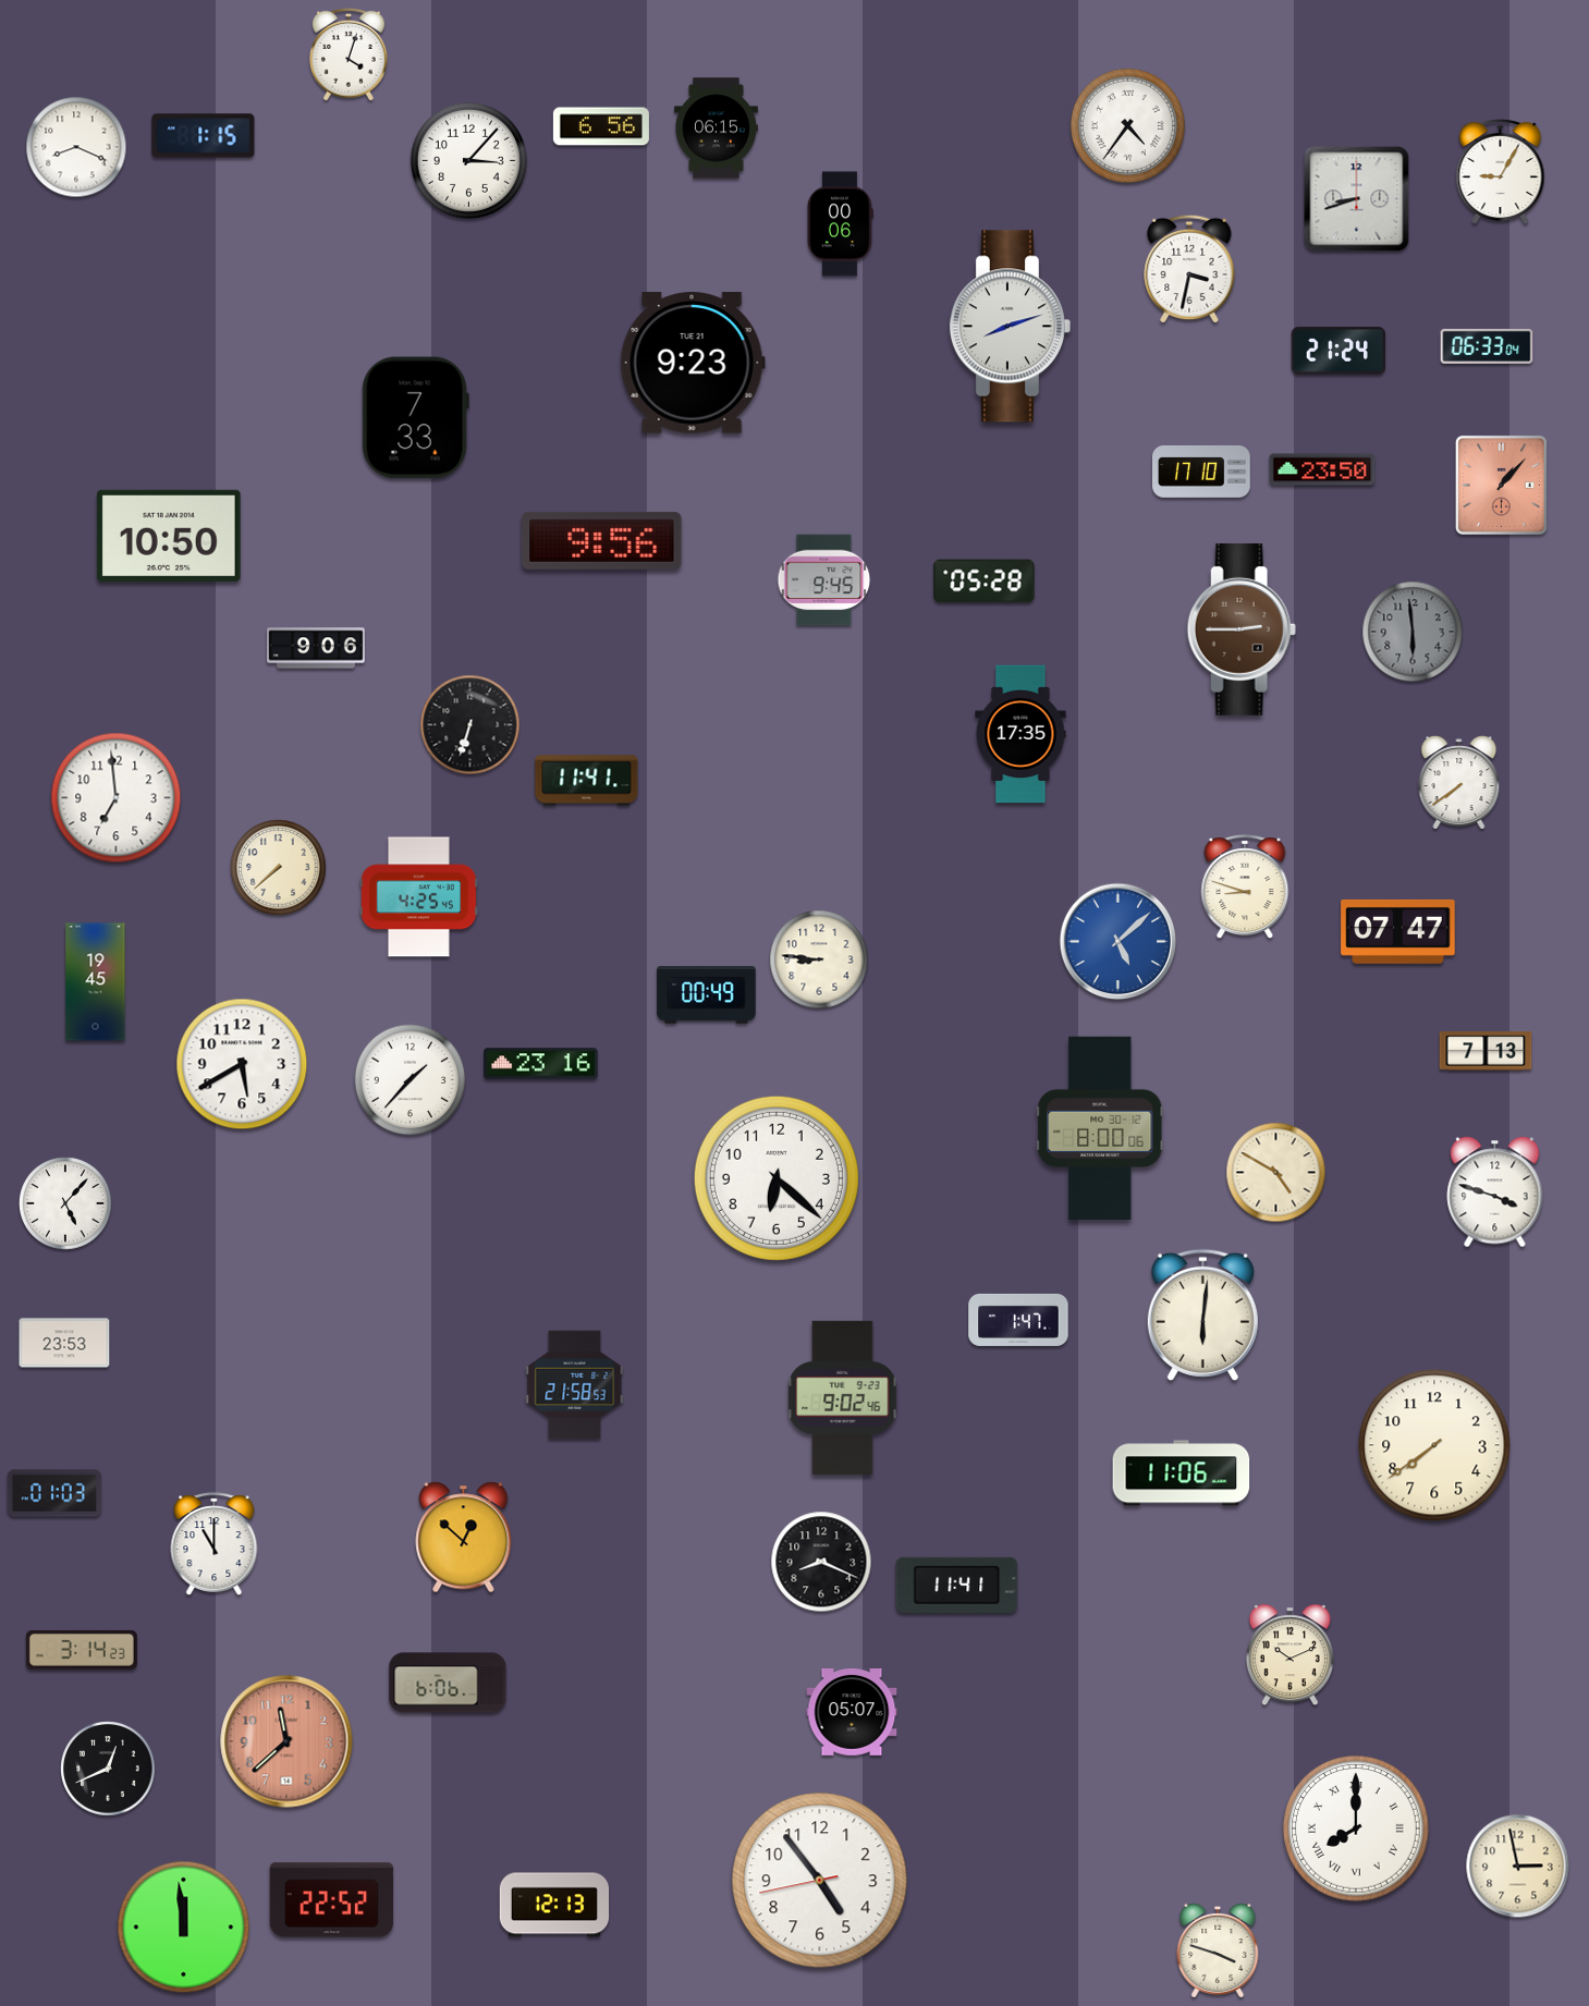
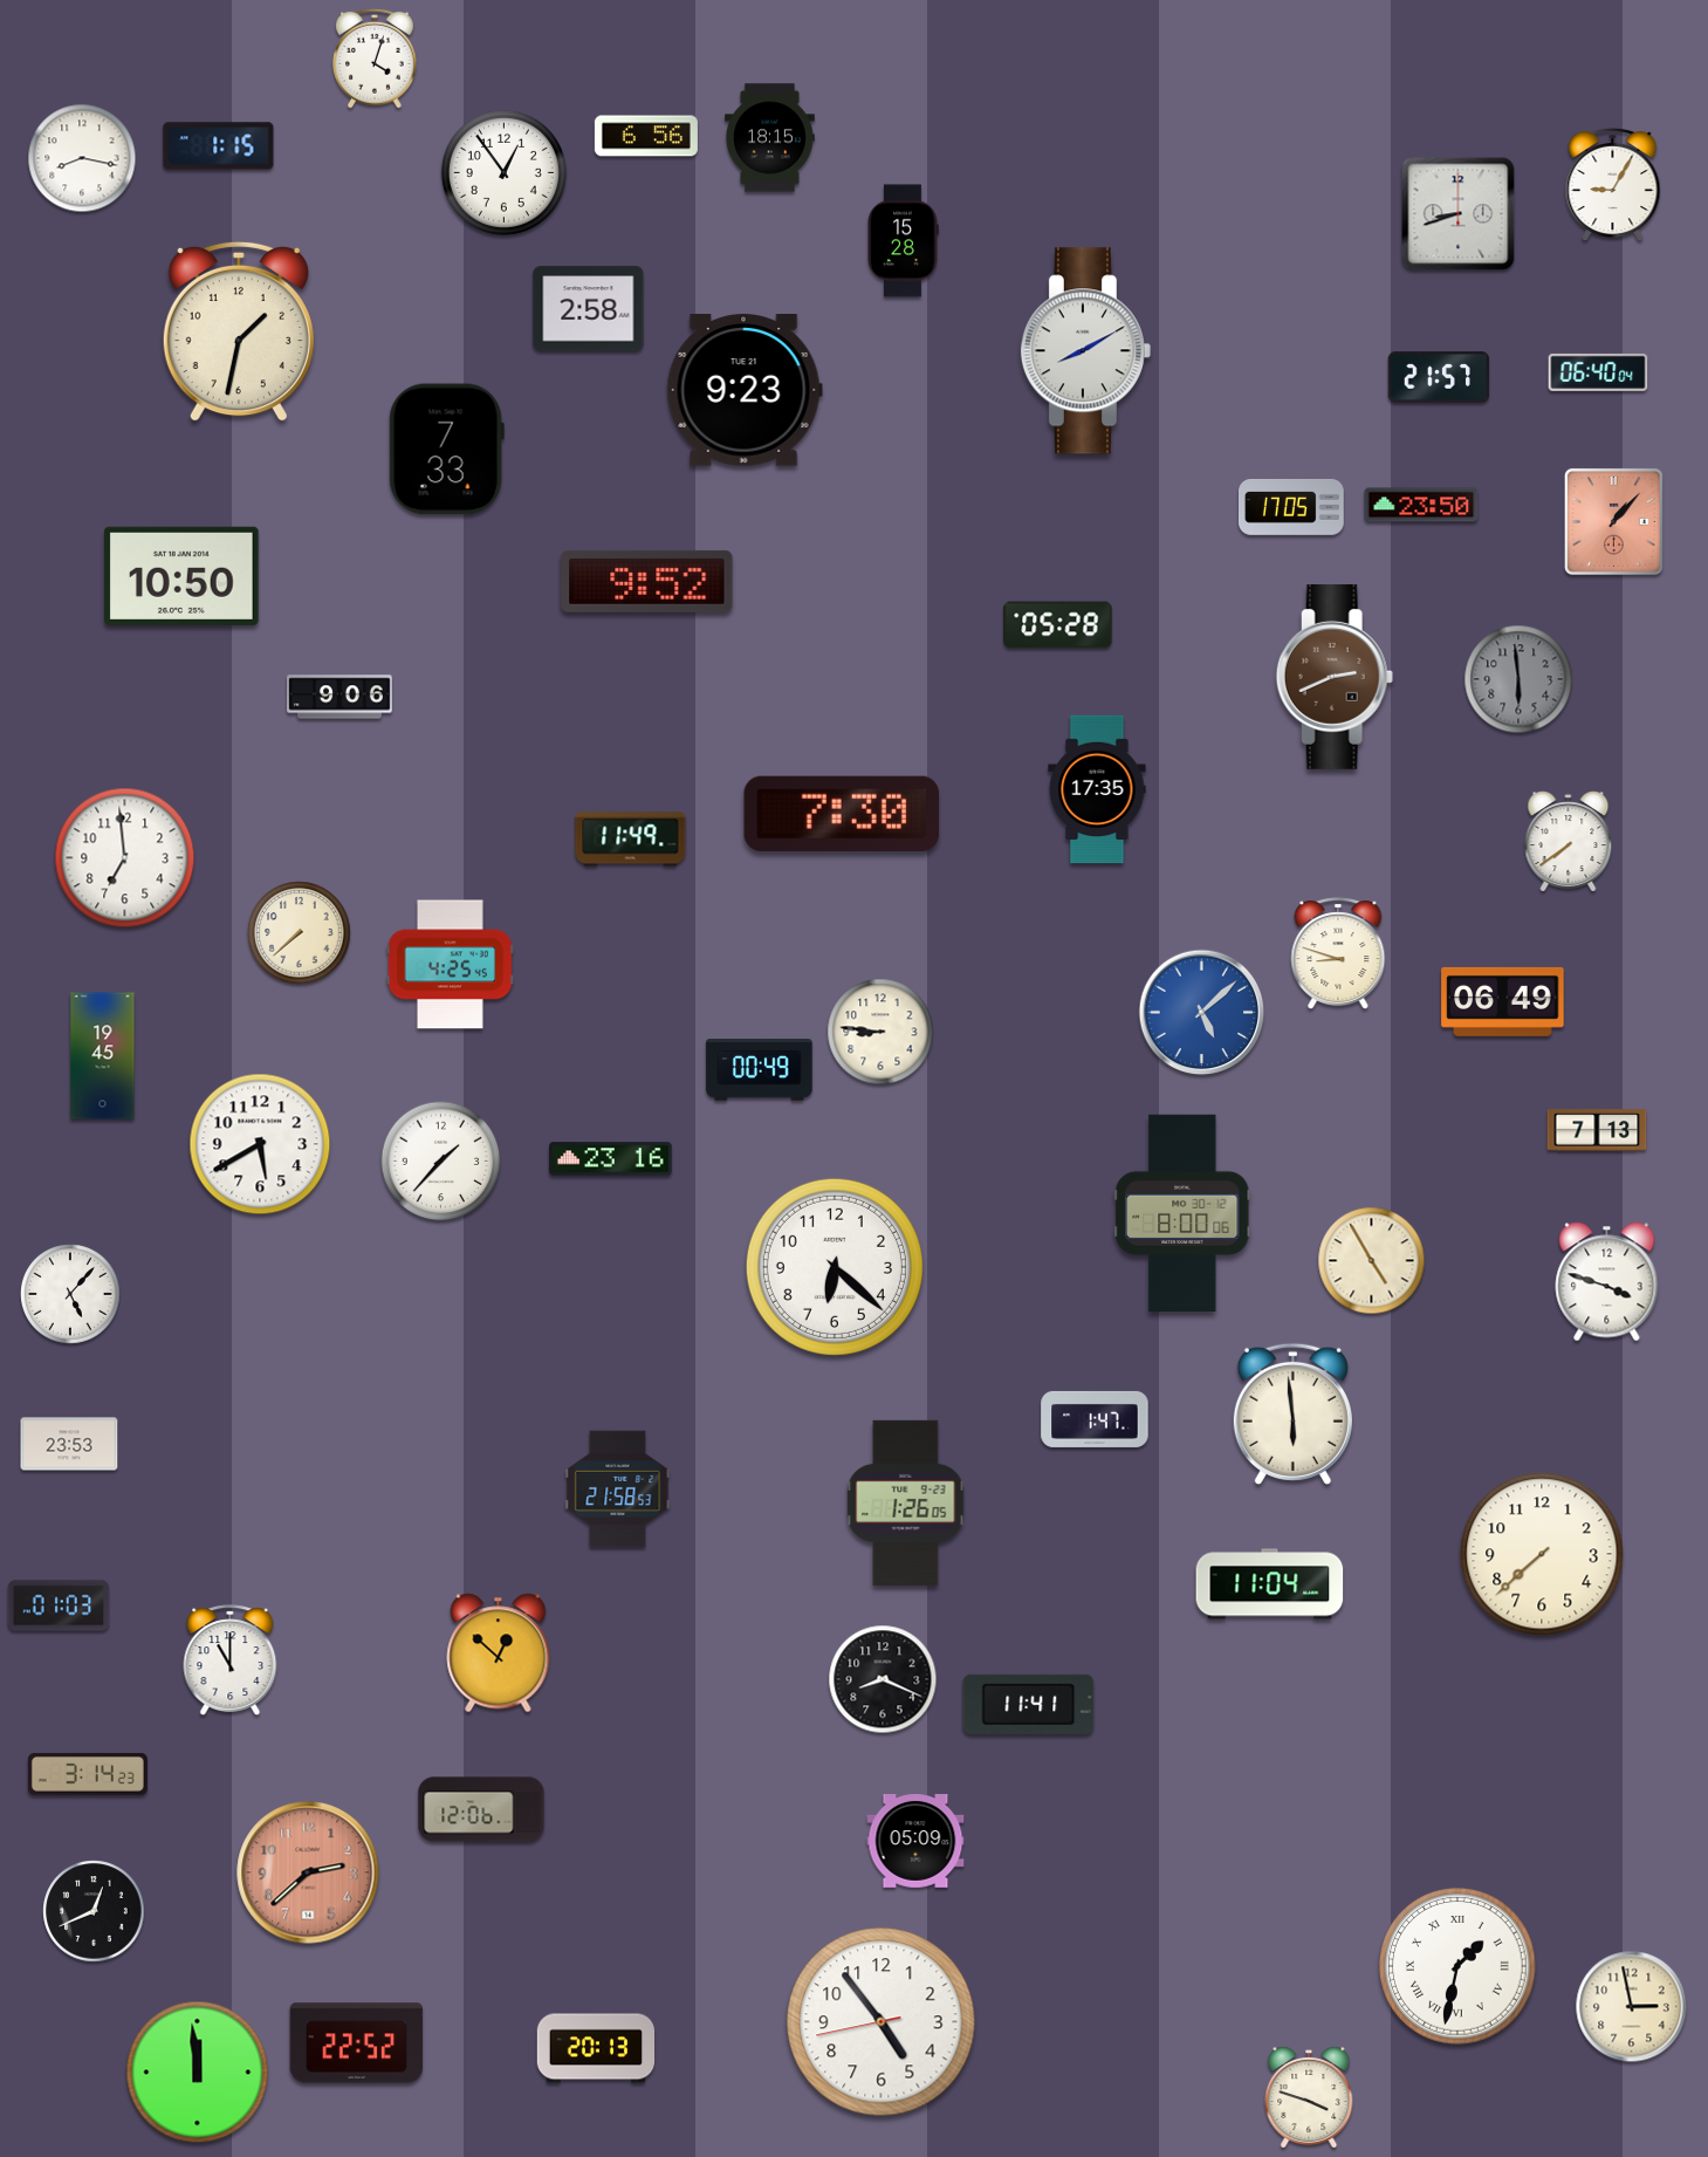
clock at (1127, 125): 4:36 -> none
clock at (717, 129): 06:15 -> 18:15
clock at (76, 147): 8:19 -> 8:17
clock at (468, 160): 3:07 -> 12:54
clock at (840, 224): 00:06 -> 15:28
clock at (1189, 269): 3:32 -> none
clock at (589, 309): none -> 2:58
clock at (239, 331): none -> 1:32
clock at (1010, 327): 8:12 -> 8:10
clock at (1487, 346): 06:33 -> 06:40
clock at (1339, 351): 21:24 -> 21:57
clock at (1201, 473): 17:10 -> 17:05
clock at (602, 540): 9:56 -> 9:52
clock at (824, 580): 9:45 -> none
clock at (1242, 629): 2:45 -> 2:41
clock at (470, 725): 6:33 -> none
clock at (842, 814): none -> 7:30
clock at (587, 781): 11:41 -> 11:49
clock at (1398, 931): 07:47 -> 06:49
clock at (541, 1064) position: (541, 1064) -> (611, 1159)
clock at (1276, 1173): 4:50 -> 4:55
clock at (1202, 1314): 6:01 -> 5:59
clock at (843, 1397): 9:02 -> 1:26
clock at (1434, 1445): 7:39 -> 7:38
clock at (1182, 1473): 11:06 -> 11:04
clock at (1289, 1655): 10:11 -> none
clock at (448, 1683): 6:06 -> 12:06
clock at (852, 1713): 05:07 -> 05:09
clock at (286, 1741): 11:38 -> 2:38
clock at (108, 1769) position: (108, 1769) -> (94, 1911)
clock at (1356, 1828): 8:00 -> 1:32
clock at (554, 1905): 12:13 -> 20:13
